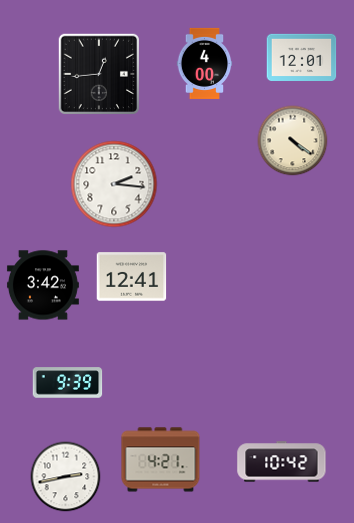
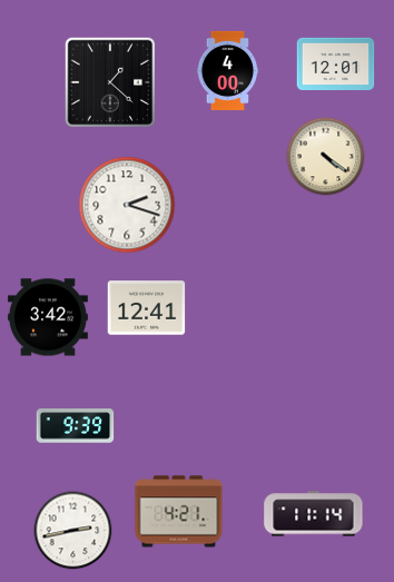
clock at (99, 74): 12:44 -> 1:22
clock at (114, 184): 2:16 -> 2:18
clock at (282, 462): 10:42 -> 11:14
